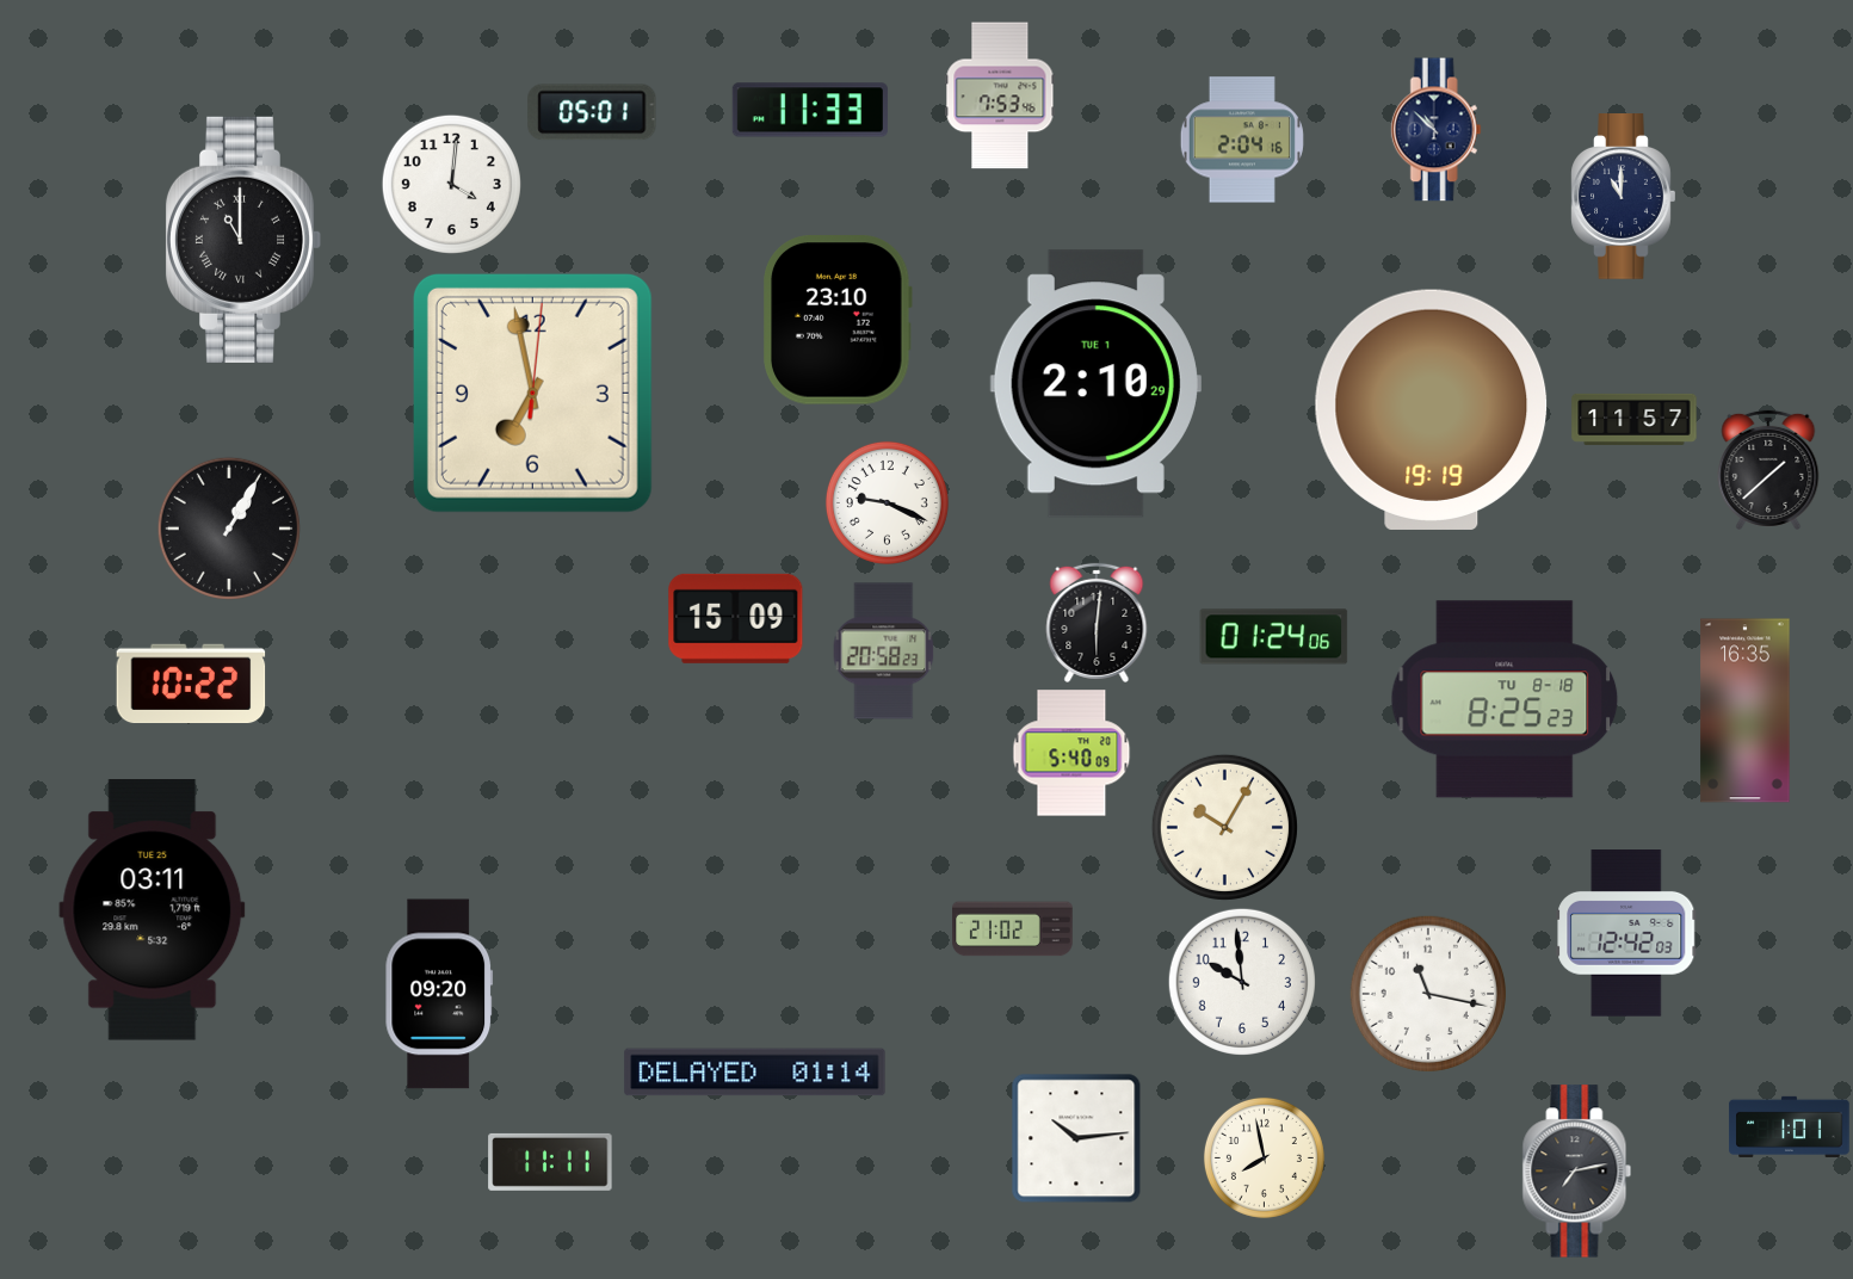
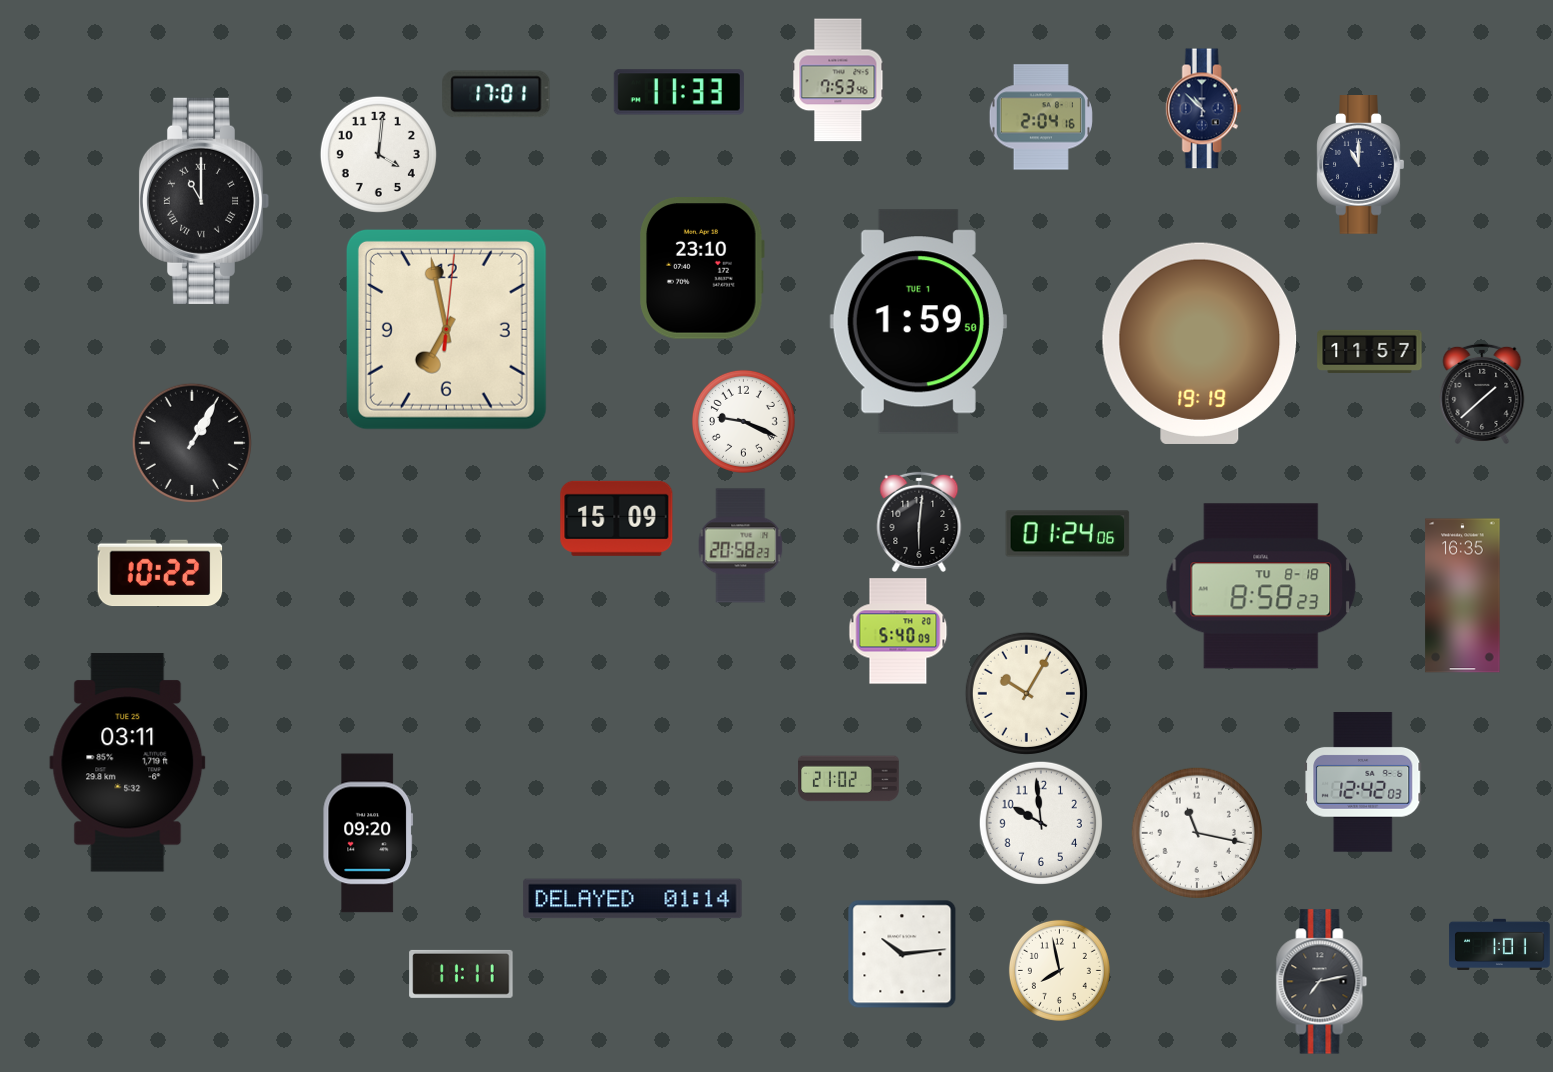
clock at (592, 112): 05:01 -> 17:01
clock at (1095, 384): 2:10 -> 1:59
clock at (1505, 699): 8:25 -> 8:58
